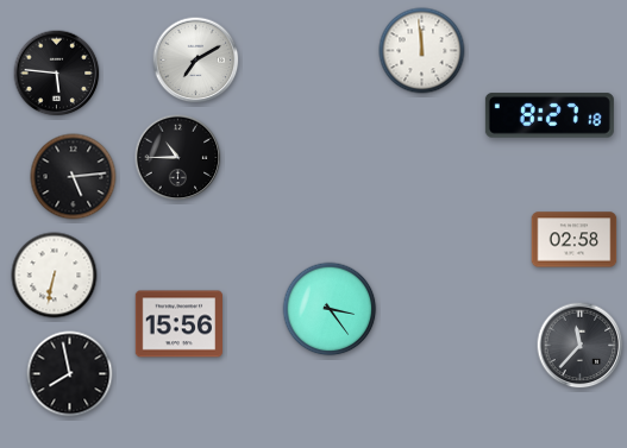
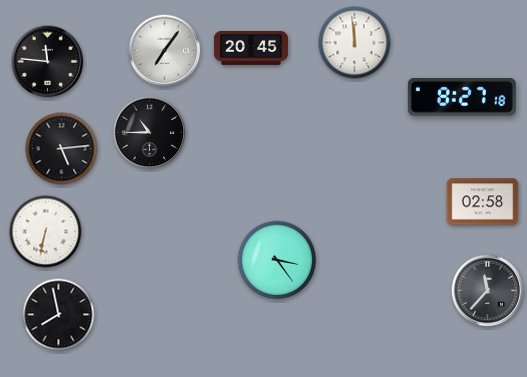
clock at (251, 48): none -> 20:45
clock at (196, 61): 7:10 -> 7:06
clock at (57, 74): 5:46 -> 11:46
clock at (178, 324): 15:56 -> none
